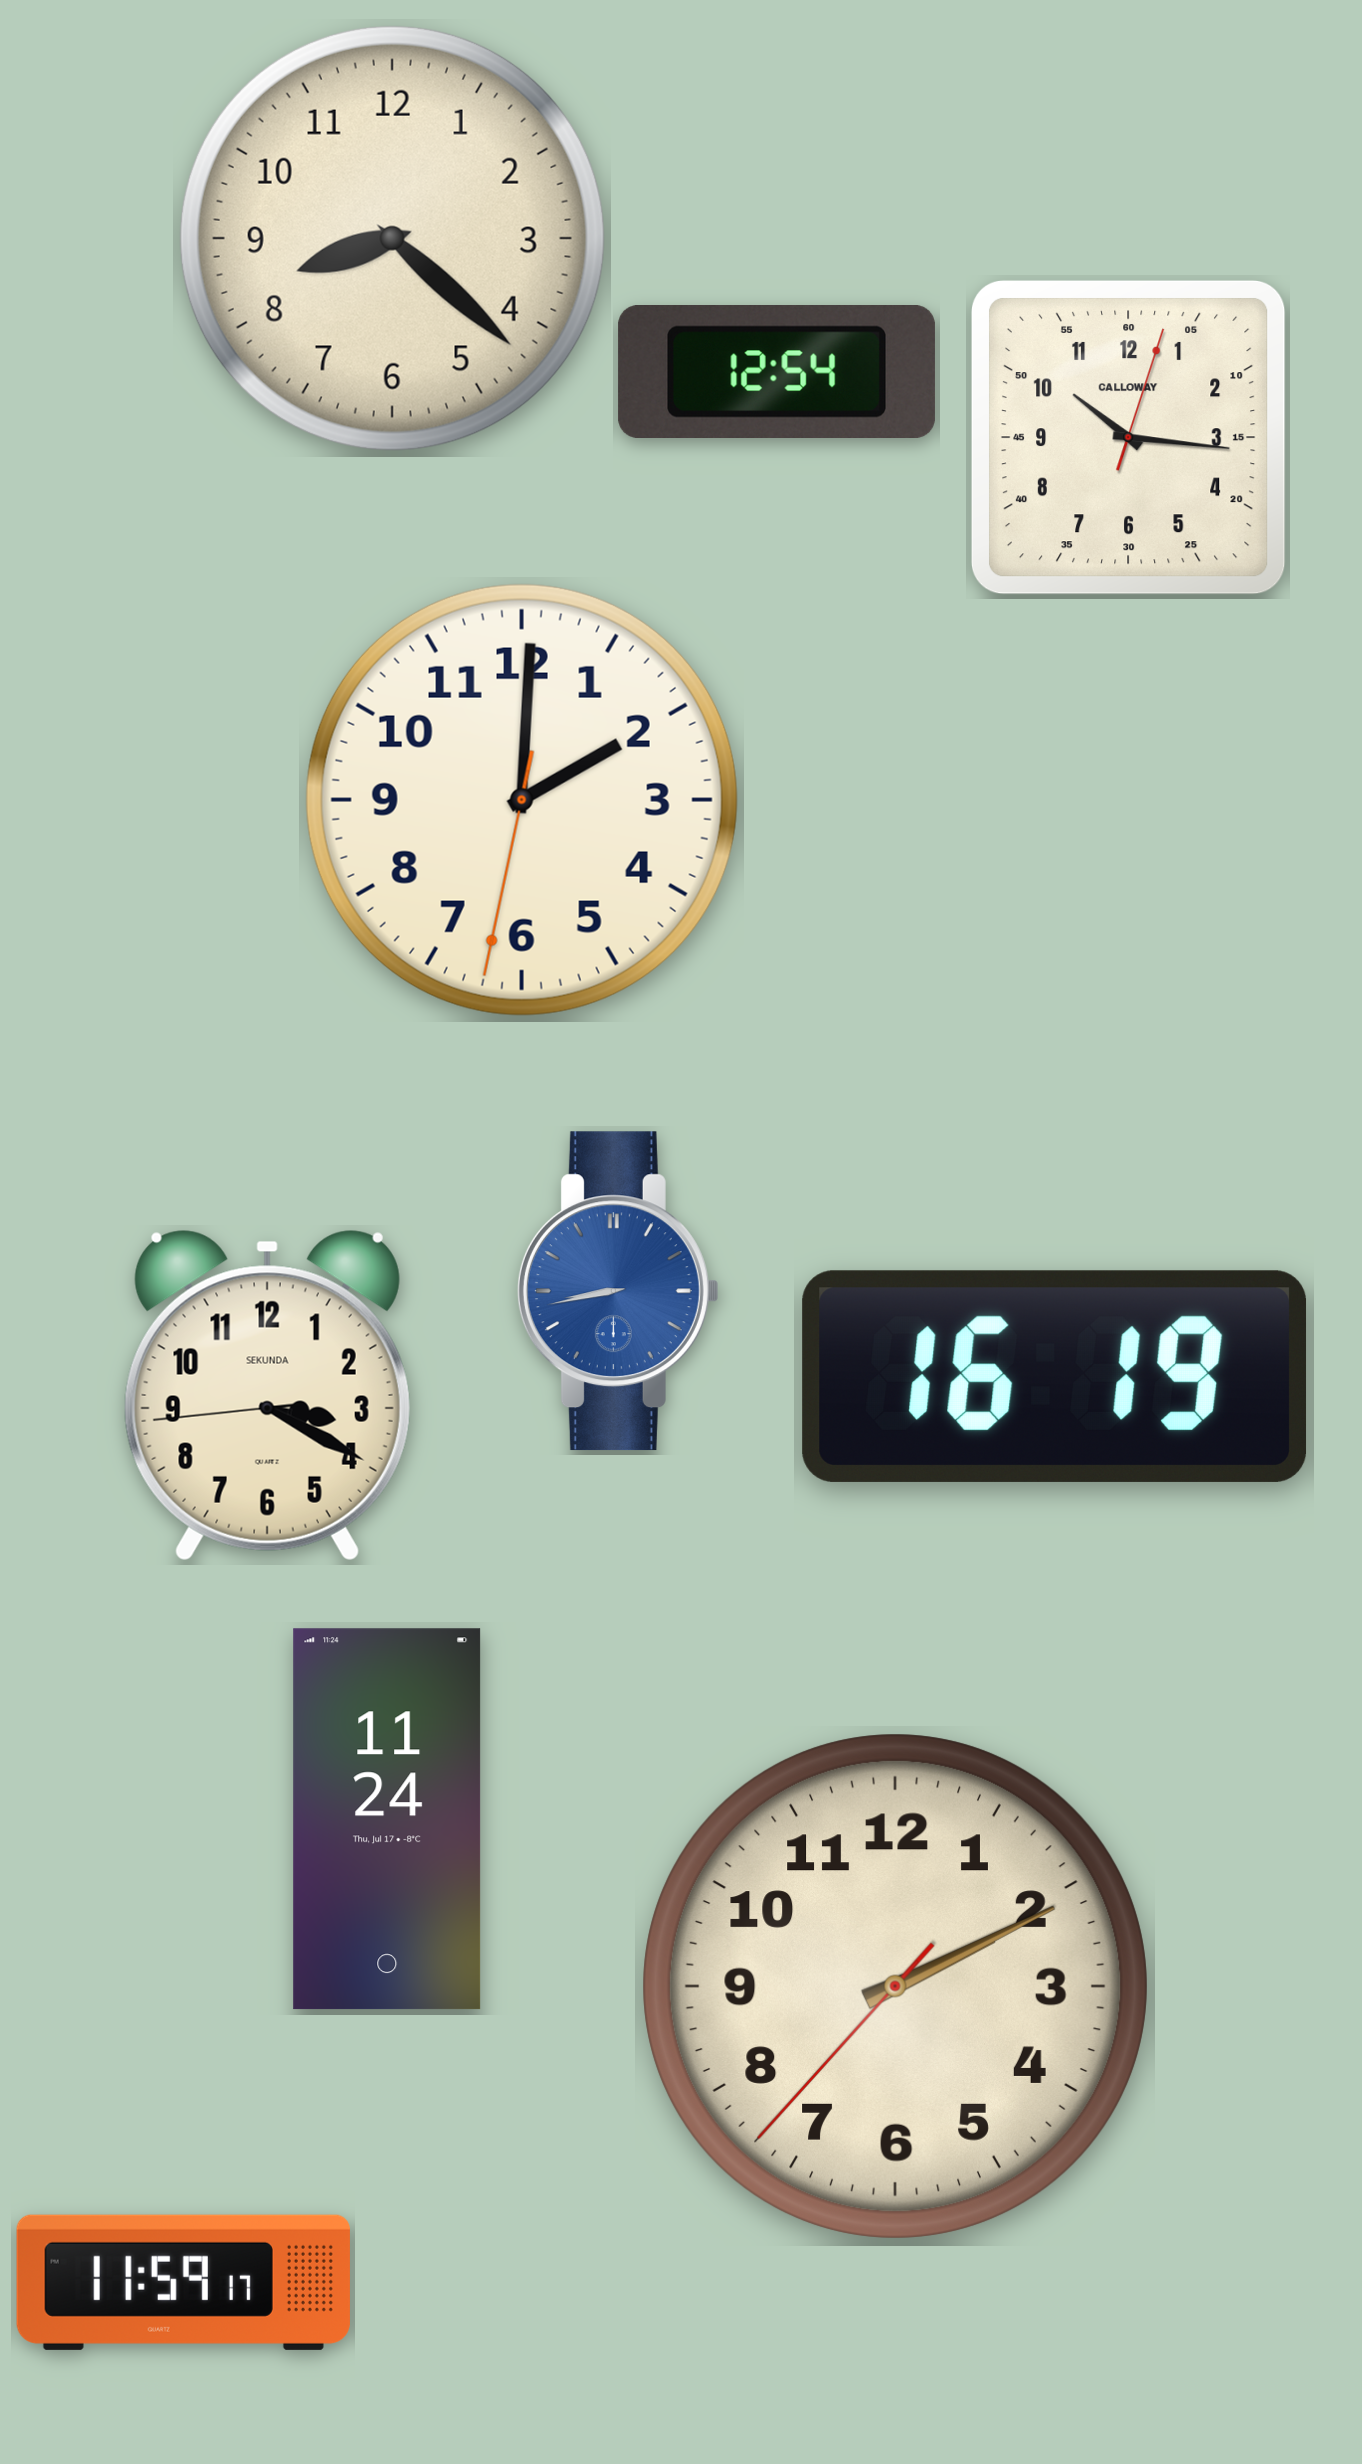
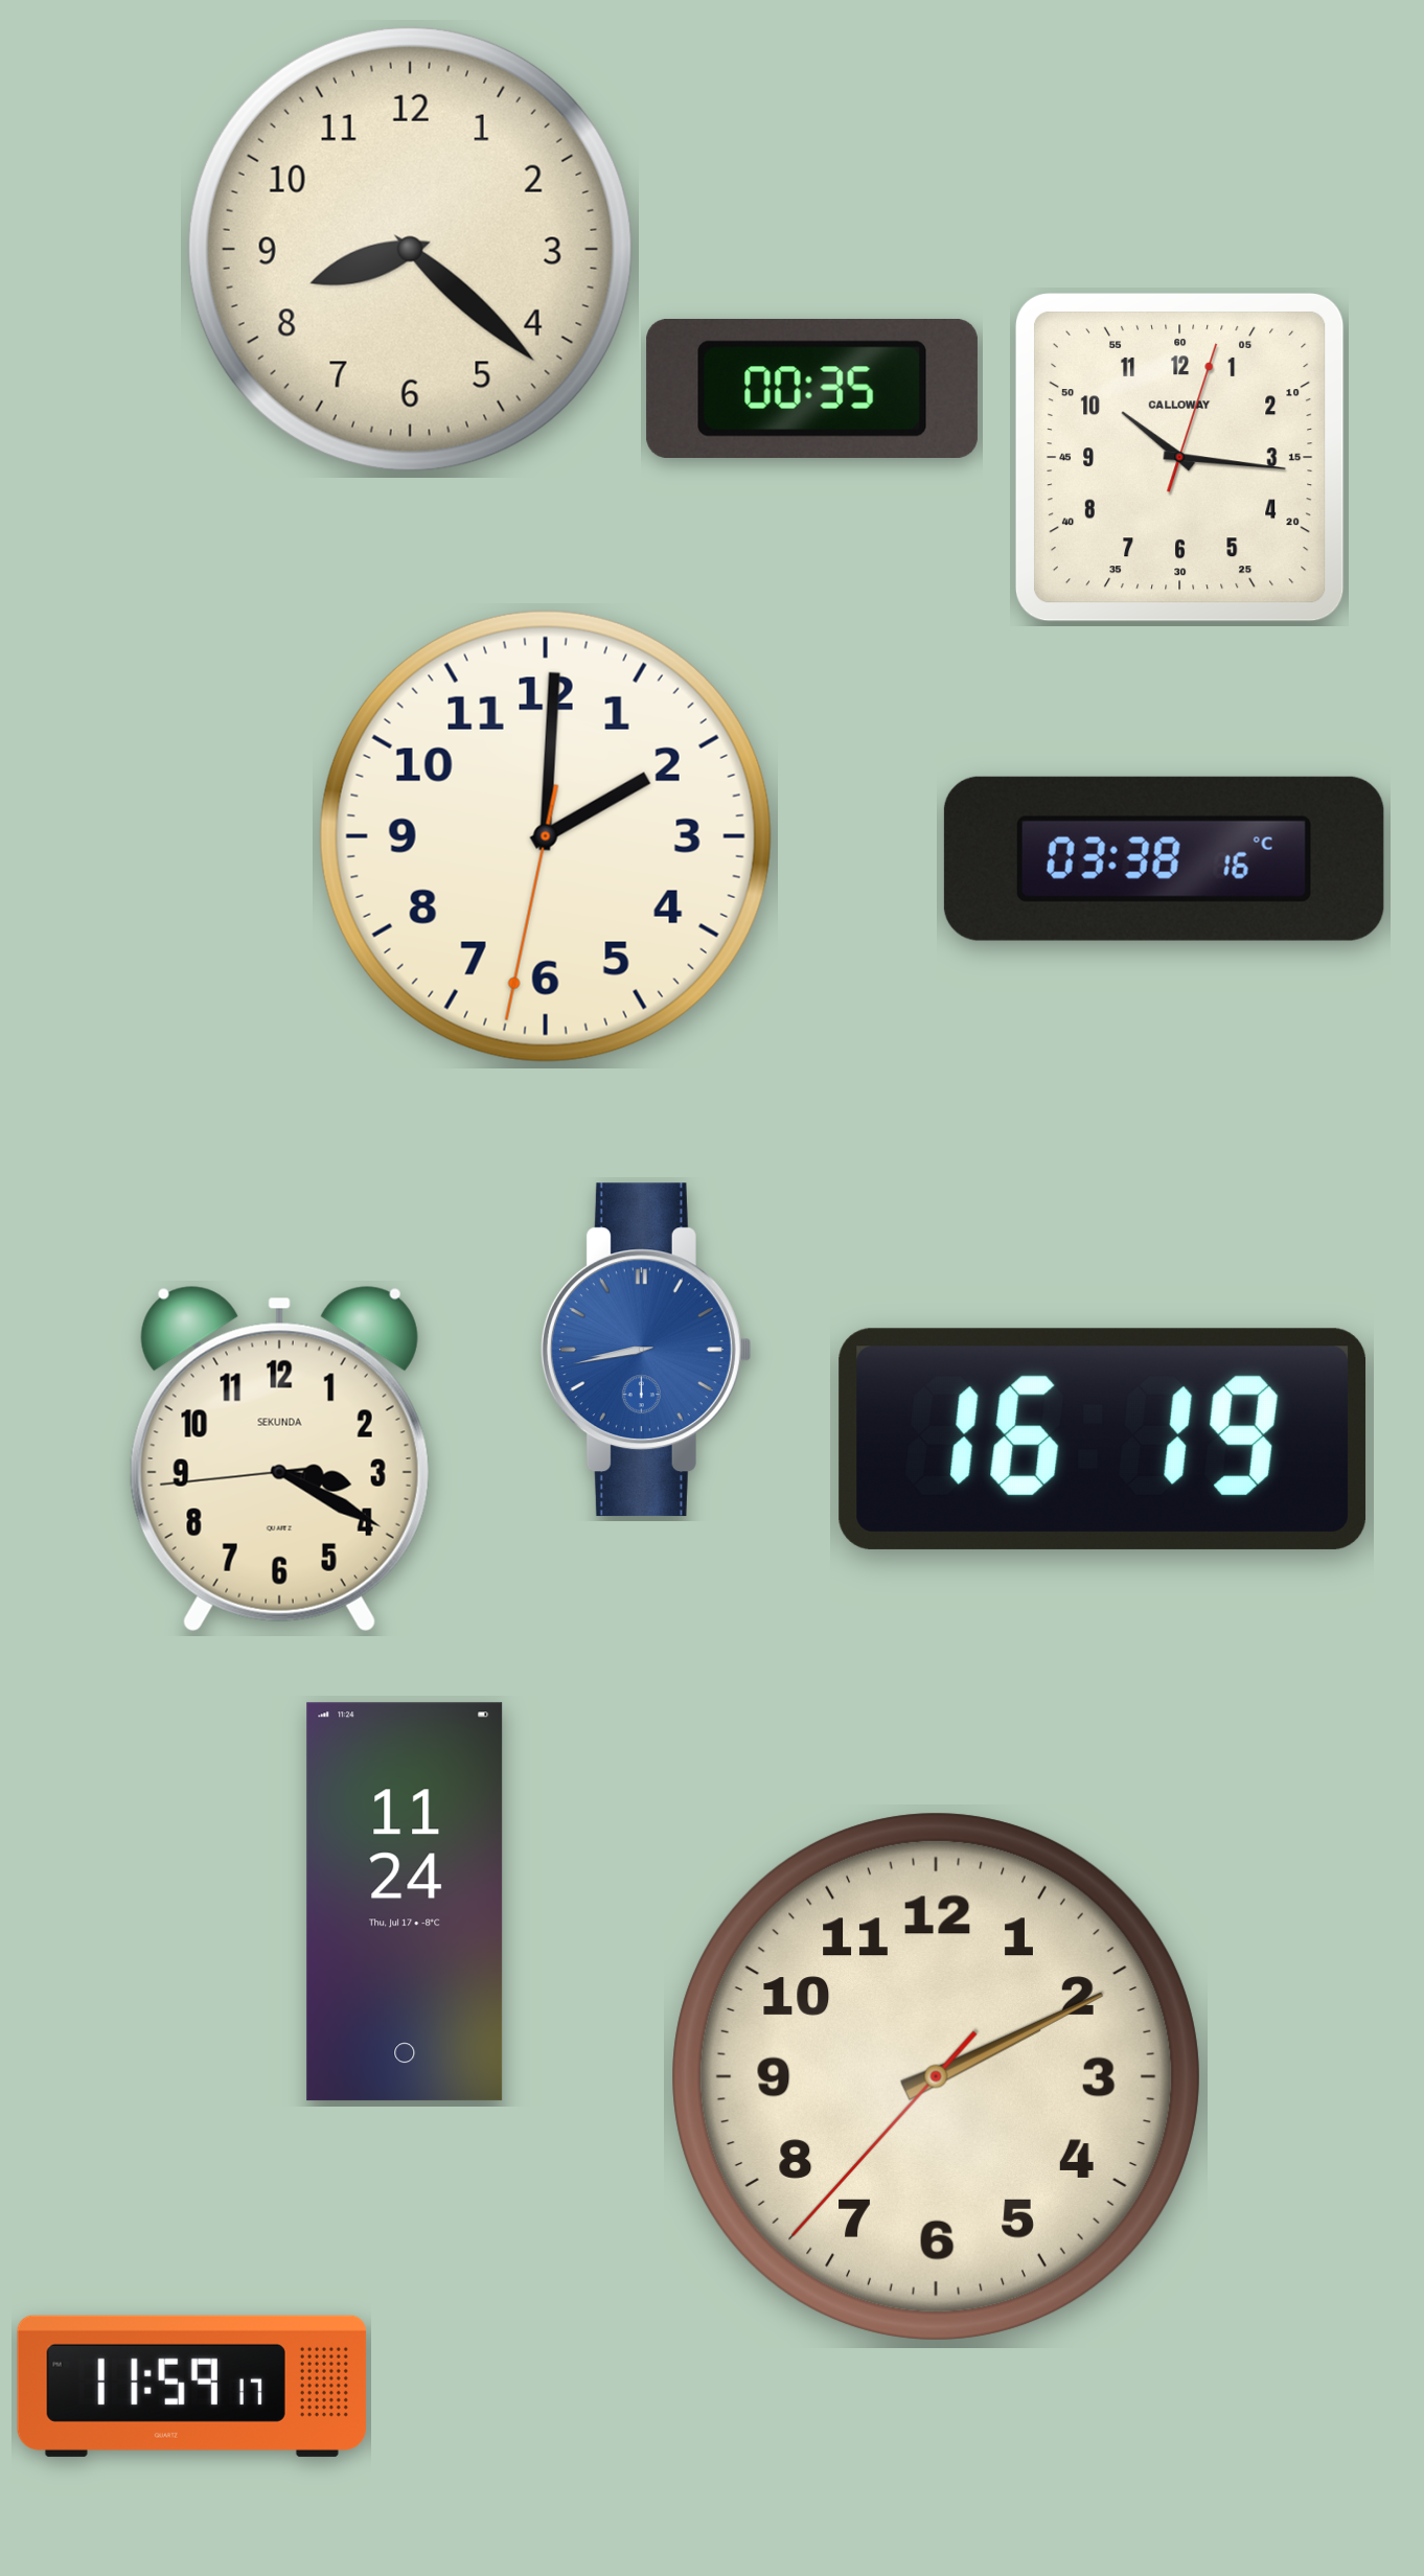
clock at (777, 372): 12:54 -> 00:35
clock at (1164, 858): none -> 03:38
